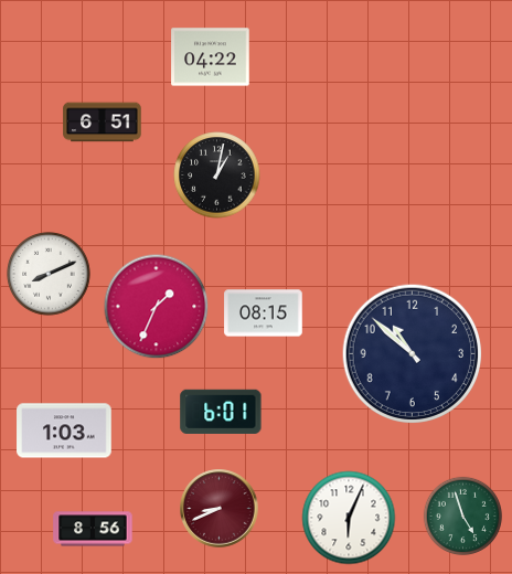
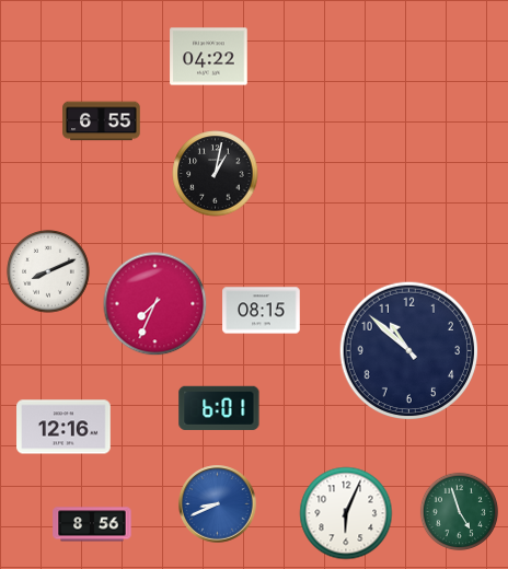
clock at (103, 123): 6:51 -> 6:55
clock at (157, 307): 1:34 -> 7:34
clock at (64, 431): 1:03 -> 12:16
clock at (220, 509) dial: burgundy -> blue
